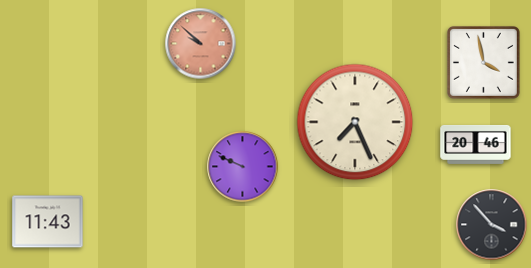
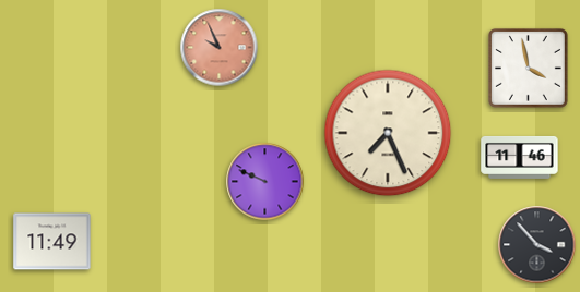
clock at (201, 44): 9:52 -> 9:56
clock at (476, 144): 20:46 -> 11:46
clock at (48, 222): 11:43 -> 11:49
